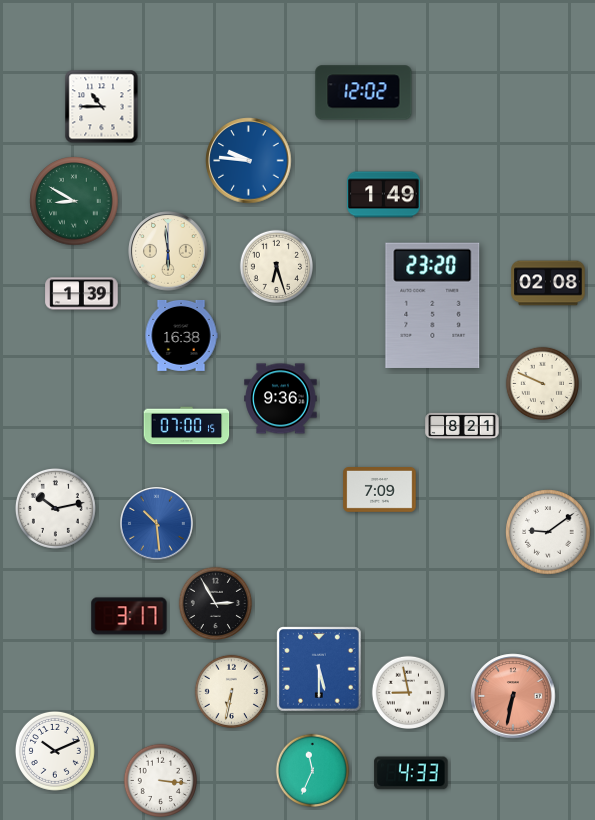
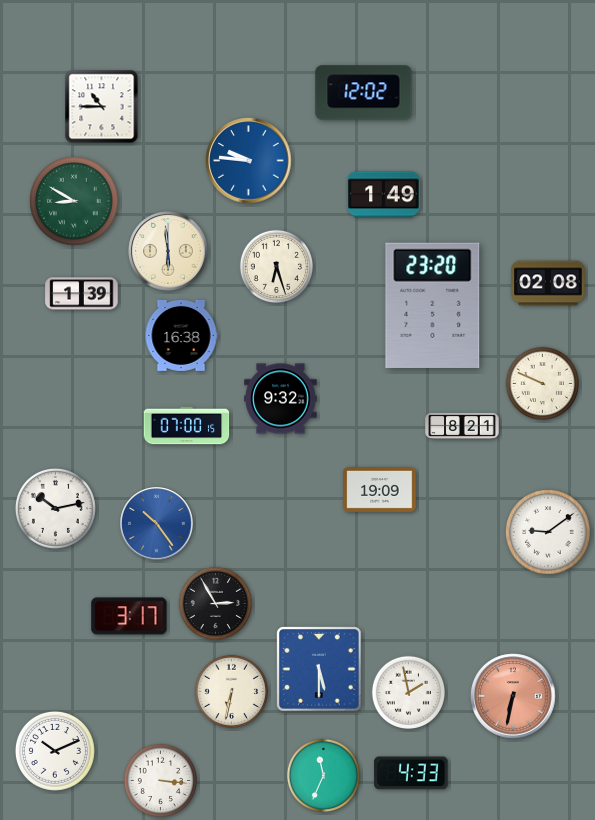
clock at (281, 399): 9:36 -> 9:32
clock at (380, 490): 7:09 -> 19:09
clock at (157, 524): 10:29 -> 10:24
clock at (408, 692): 8:58 -> 1:58
clock at (312, 770) position: (312, 770) -> (323, 775)
